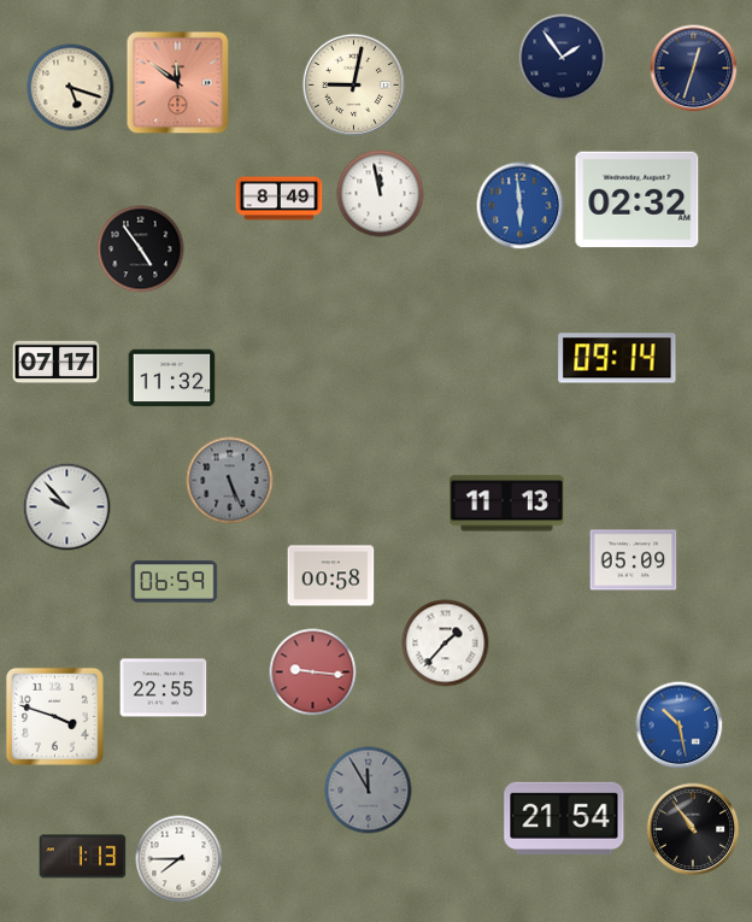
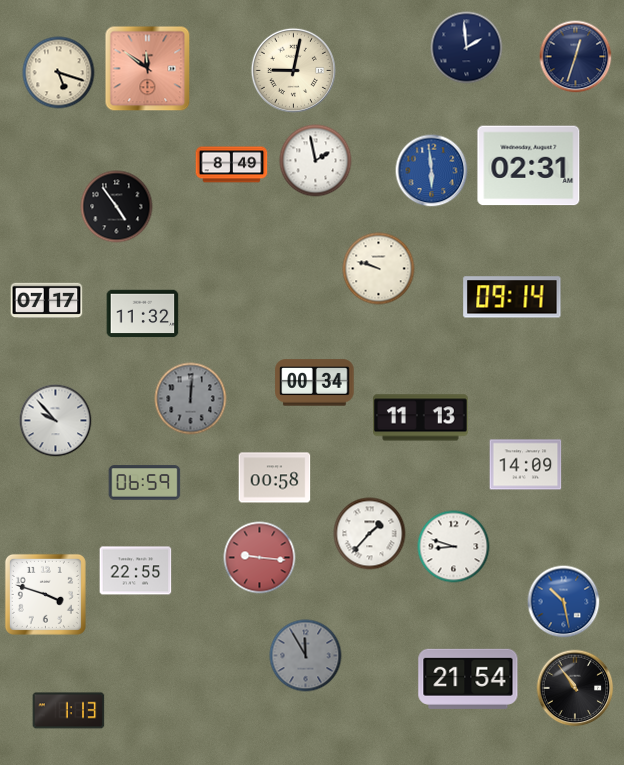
clock at (563, 58): 1:54 -> 1:59
clock at (381, 194): 11:58 -> 1:58
clock at (638, 200): 02:32 -> 02:31
clock at (379, 269): none -> 9:48
clock at (315, 383): none -> 00:34
clock at (230, 481): 5:26 -> 12:01
clock at (634, 560): 05:09 -> 14:09
clock at (454, 547): none -> 8:48
clock at (180, 859): 7:45 -> none
